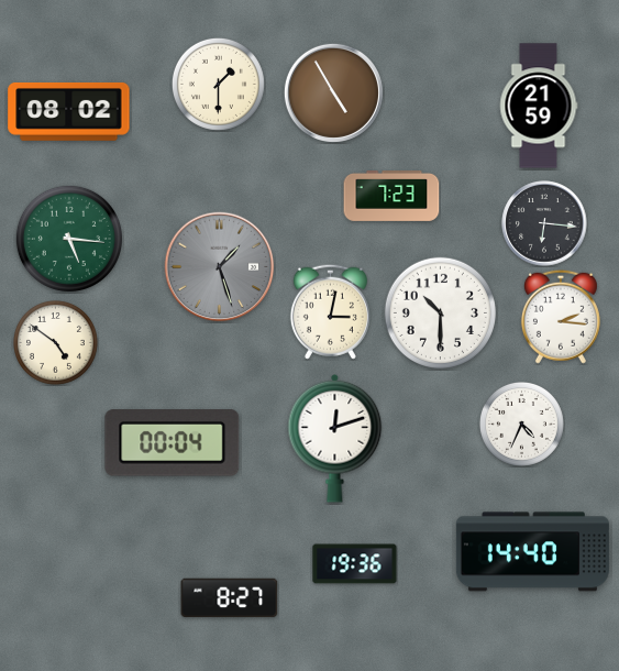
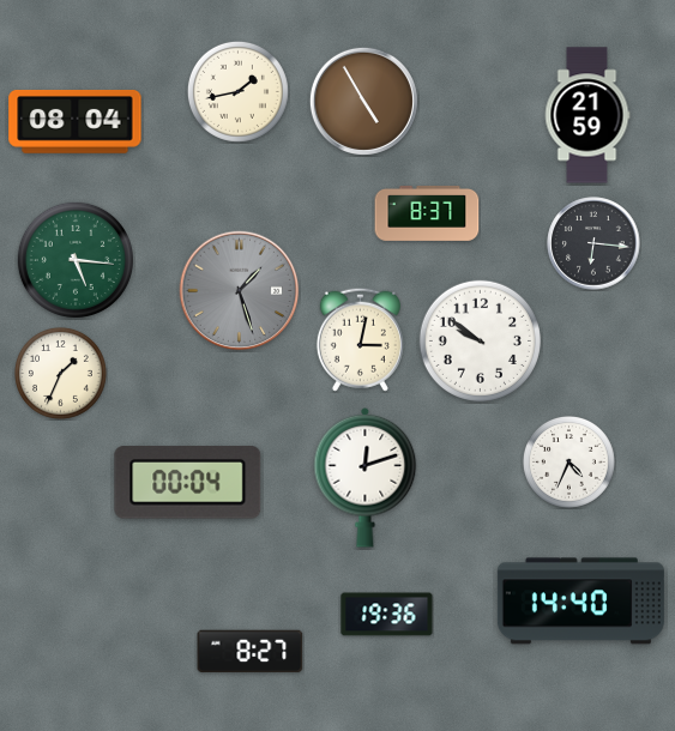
clock at (218, 84): 1:30 -> 1:43
clock at (69, 111): 08:02 -> 08:04
clock at (391, 196): 7:23 -> 8:37
clock at (440, 312): 10:30 -> 9:51
clock at (561, 317): 2:16 -> none
clock at (55, 342): 4:51 -> 1:34
